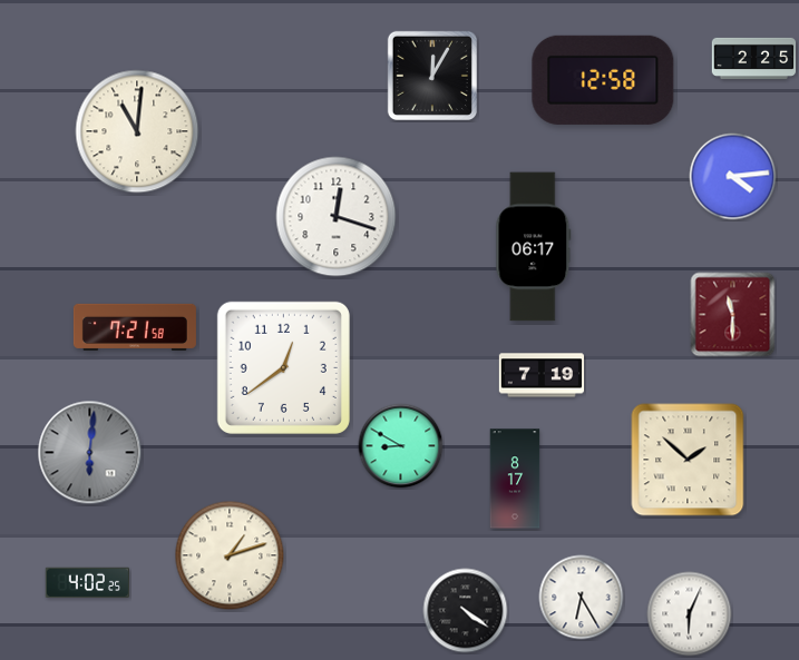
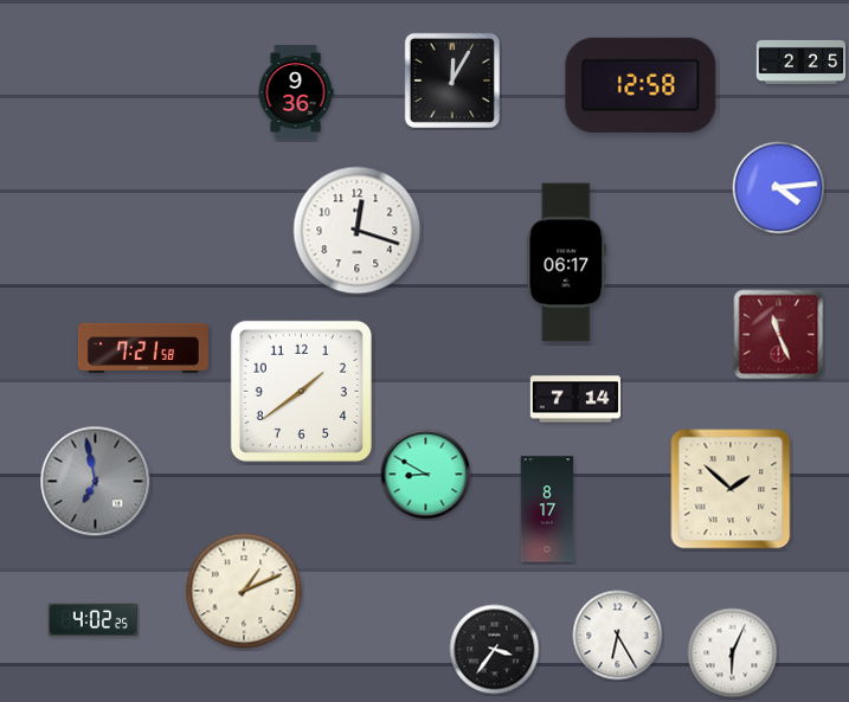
clock at (431, 75) position: (431, 75) -> (451, 79)
clock at (296, 92): none -> 9:36
clock at (137, 131): 11:01 -> none
clock at (733, 315): 11:30 -> 11:26
clock at (283, 367): 12:39 -> 1:39
clock at (540, 375): 7:19 -> 7:14
clock at (90, 453): 6:01 -> 6:58
clock at (230, 555): 1:12 -> 1:11
clock at (466, 611): 4:21 -> 3:36
